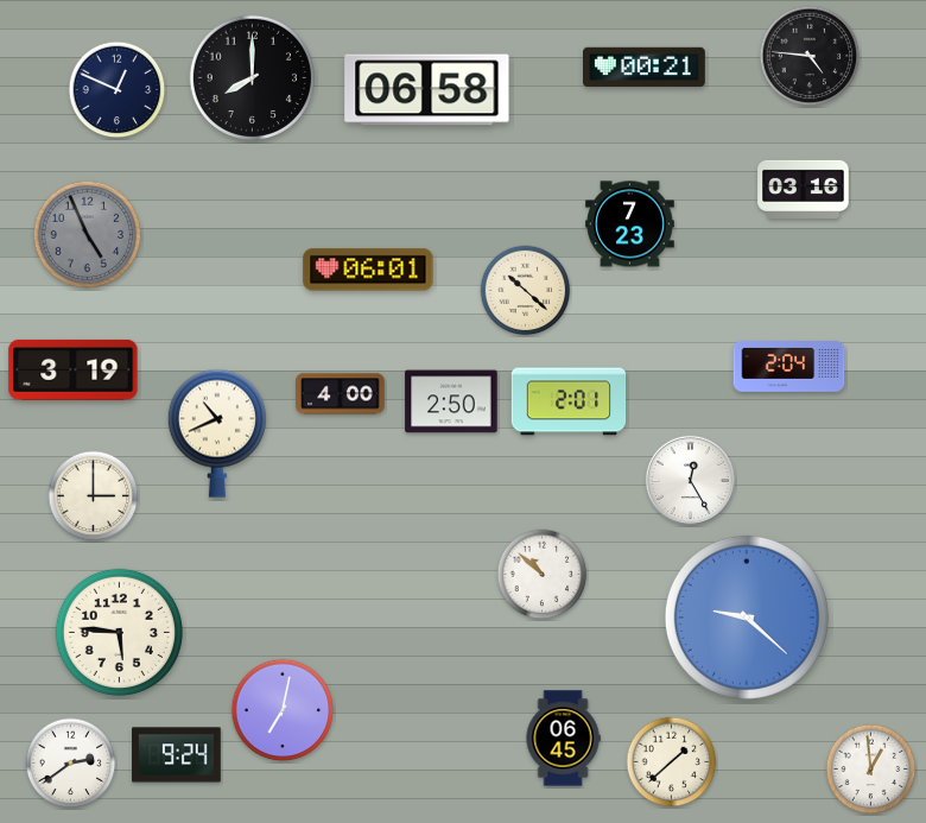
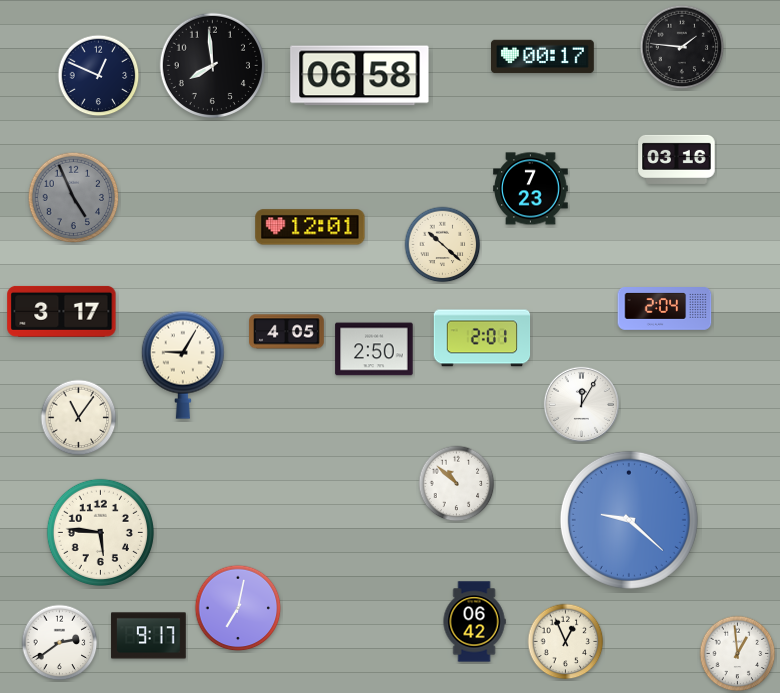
clock at (810, 56): 4:46 -> 1:46
clock at (645, 68): 00:21 -> 00:17
clock at (252, 77): 8:00 -> 7:59
clock at (368, 270): 06:01 -> 12:01
clock at (74, 369): 3:19 -> 3:17
clock at (341, 394): 4:00 -> 4:05
clock at (451, 401) position: (451, 401) -> (374, 349)
clock at (569, 401) position: (569, 401) -> (482, 338)
clock at (217, 433): 10:41 -> 9:05
clock at (690, 480): 12:25 -> 12:05
clock at (94, 496): 3:00 -> 11:06
clock at (283, 710) position: (283, 710) -> (238, 608)
clock at (563, 739): 06:45 -> 06:42
clock at (177, 755): 9:24 -> 9:17
clock at (672, 762): 1:38 -> 12:56
clock at (871, 770) position: (871, 770) -> (738, 654)
